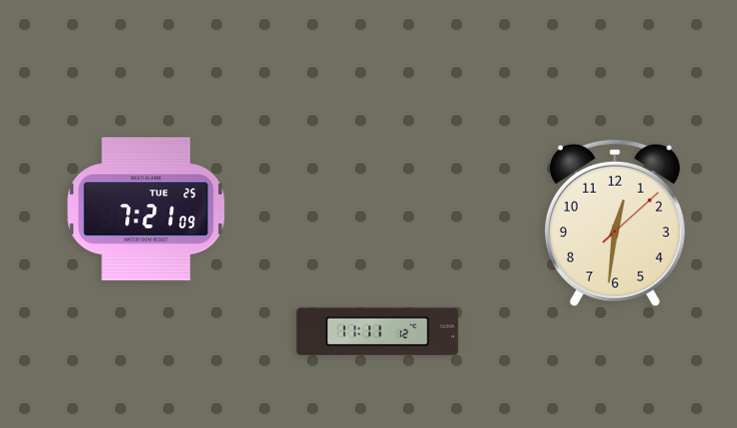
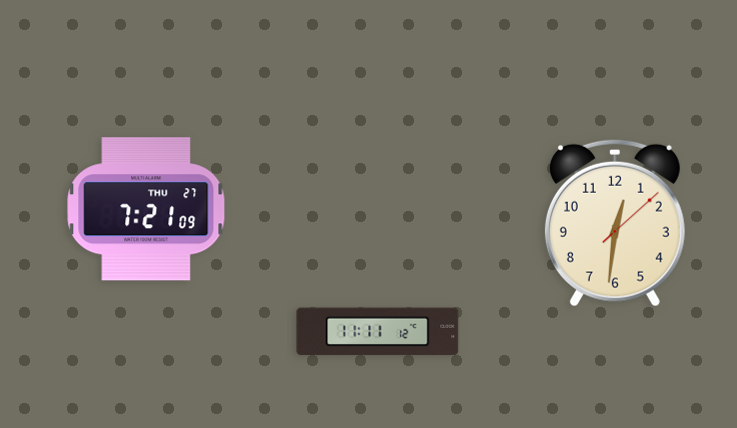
clock at (146, 209) date: TUE 25 -> THU 27
